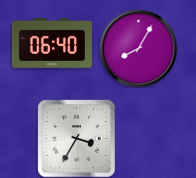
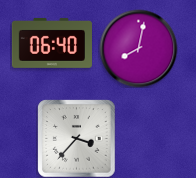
clock at (138, 48): 8:05 -> 8:02
clock at (76, 138): 3:35 -> 3:37
